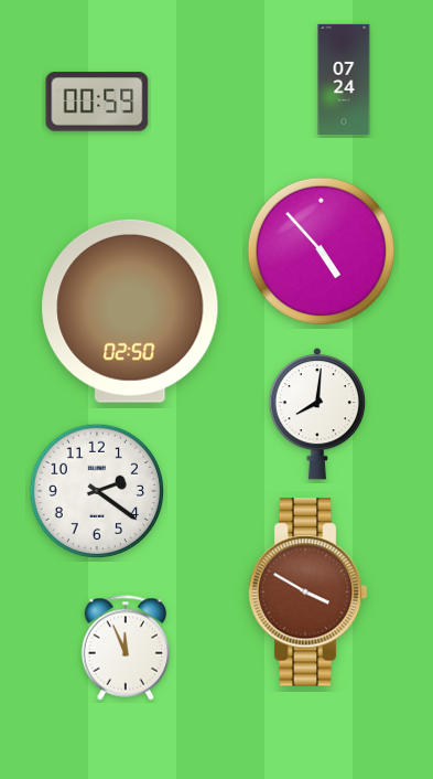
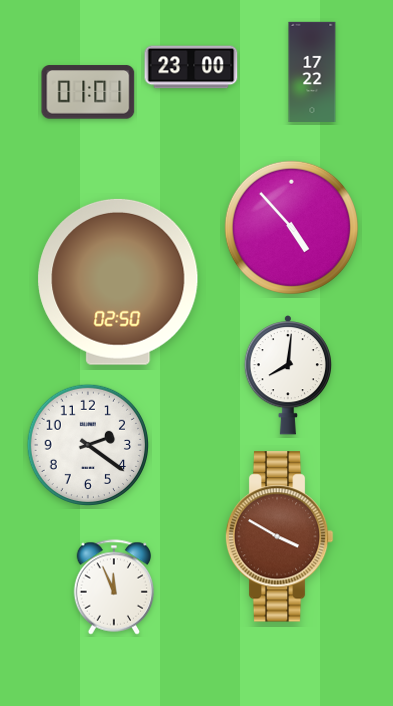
clock at (191, 67): none -> 23:00
clock at (344, 78): 07:24 -> 17:22
clock at (97, 102): 00:59 -> 01:01
